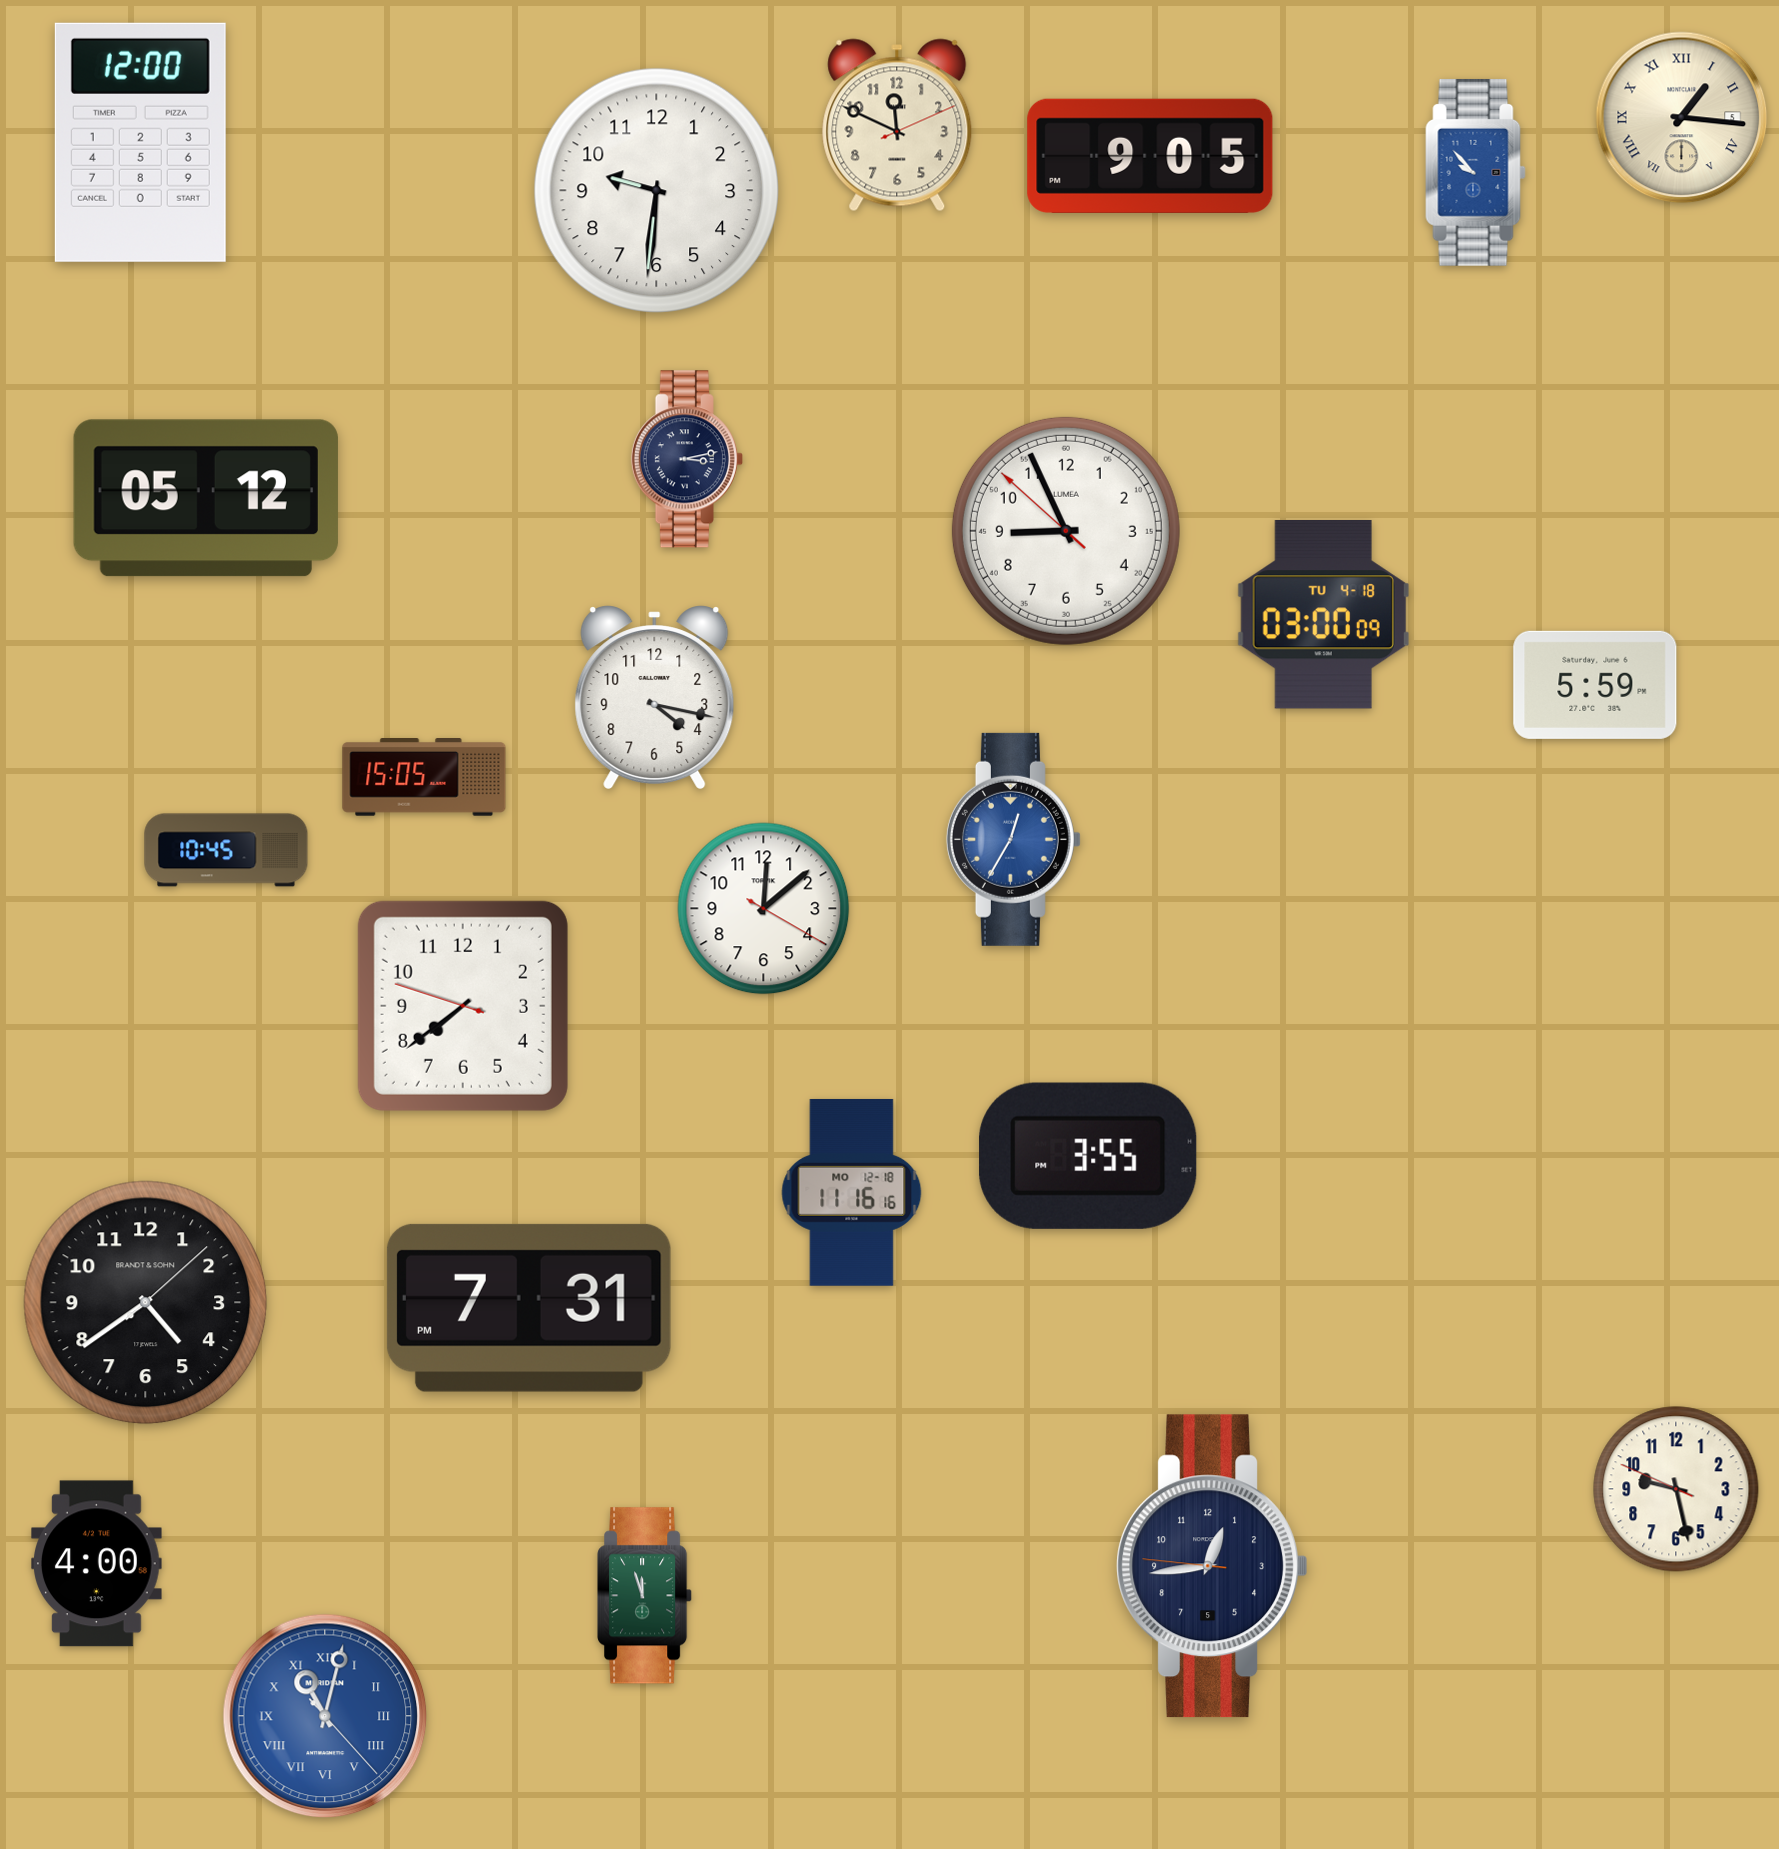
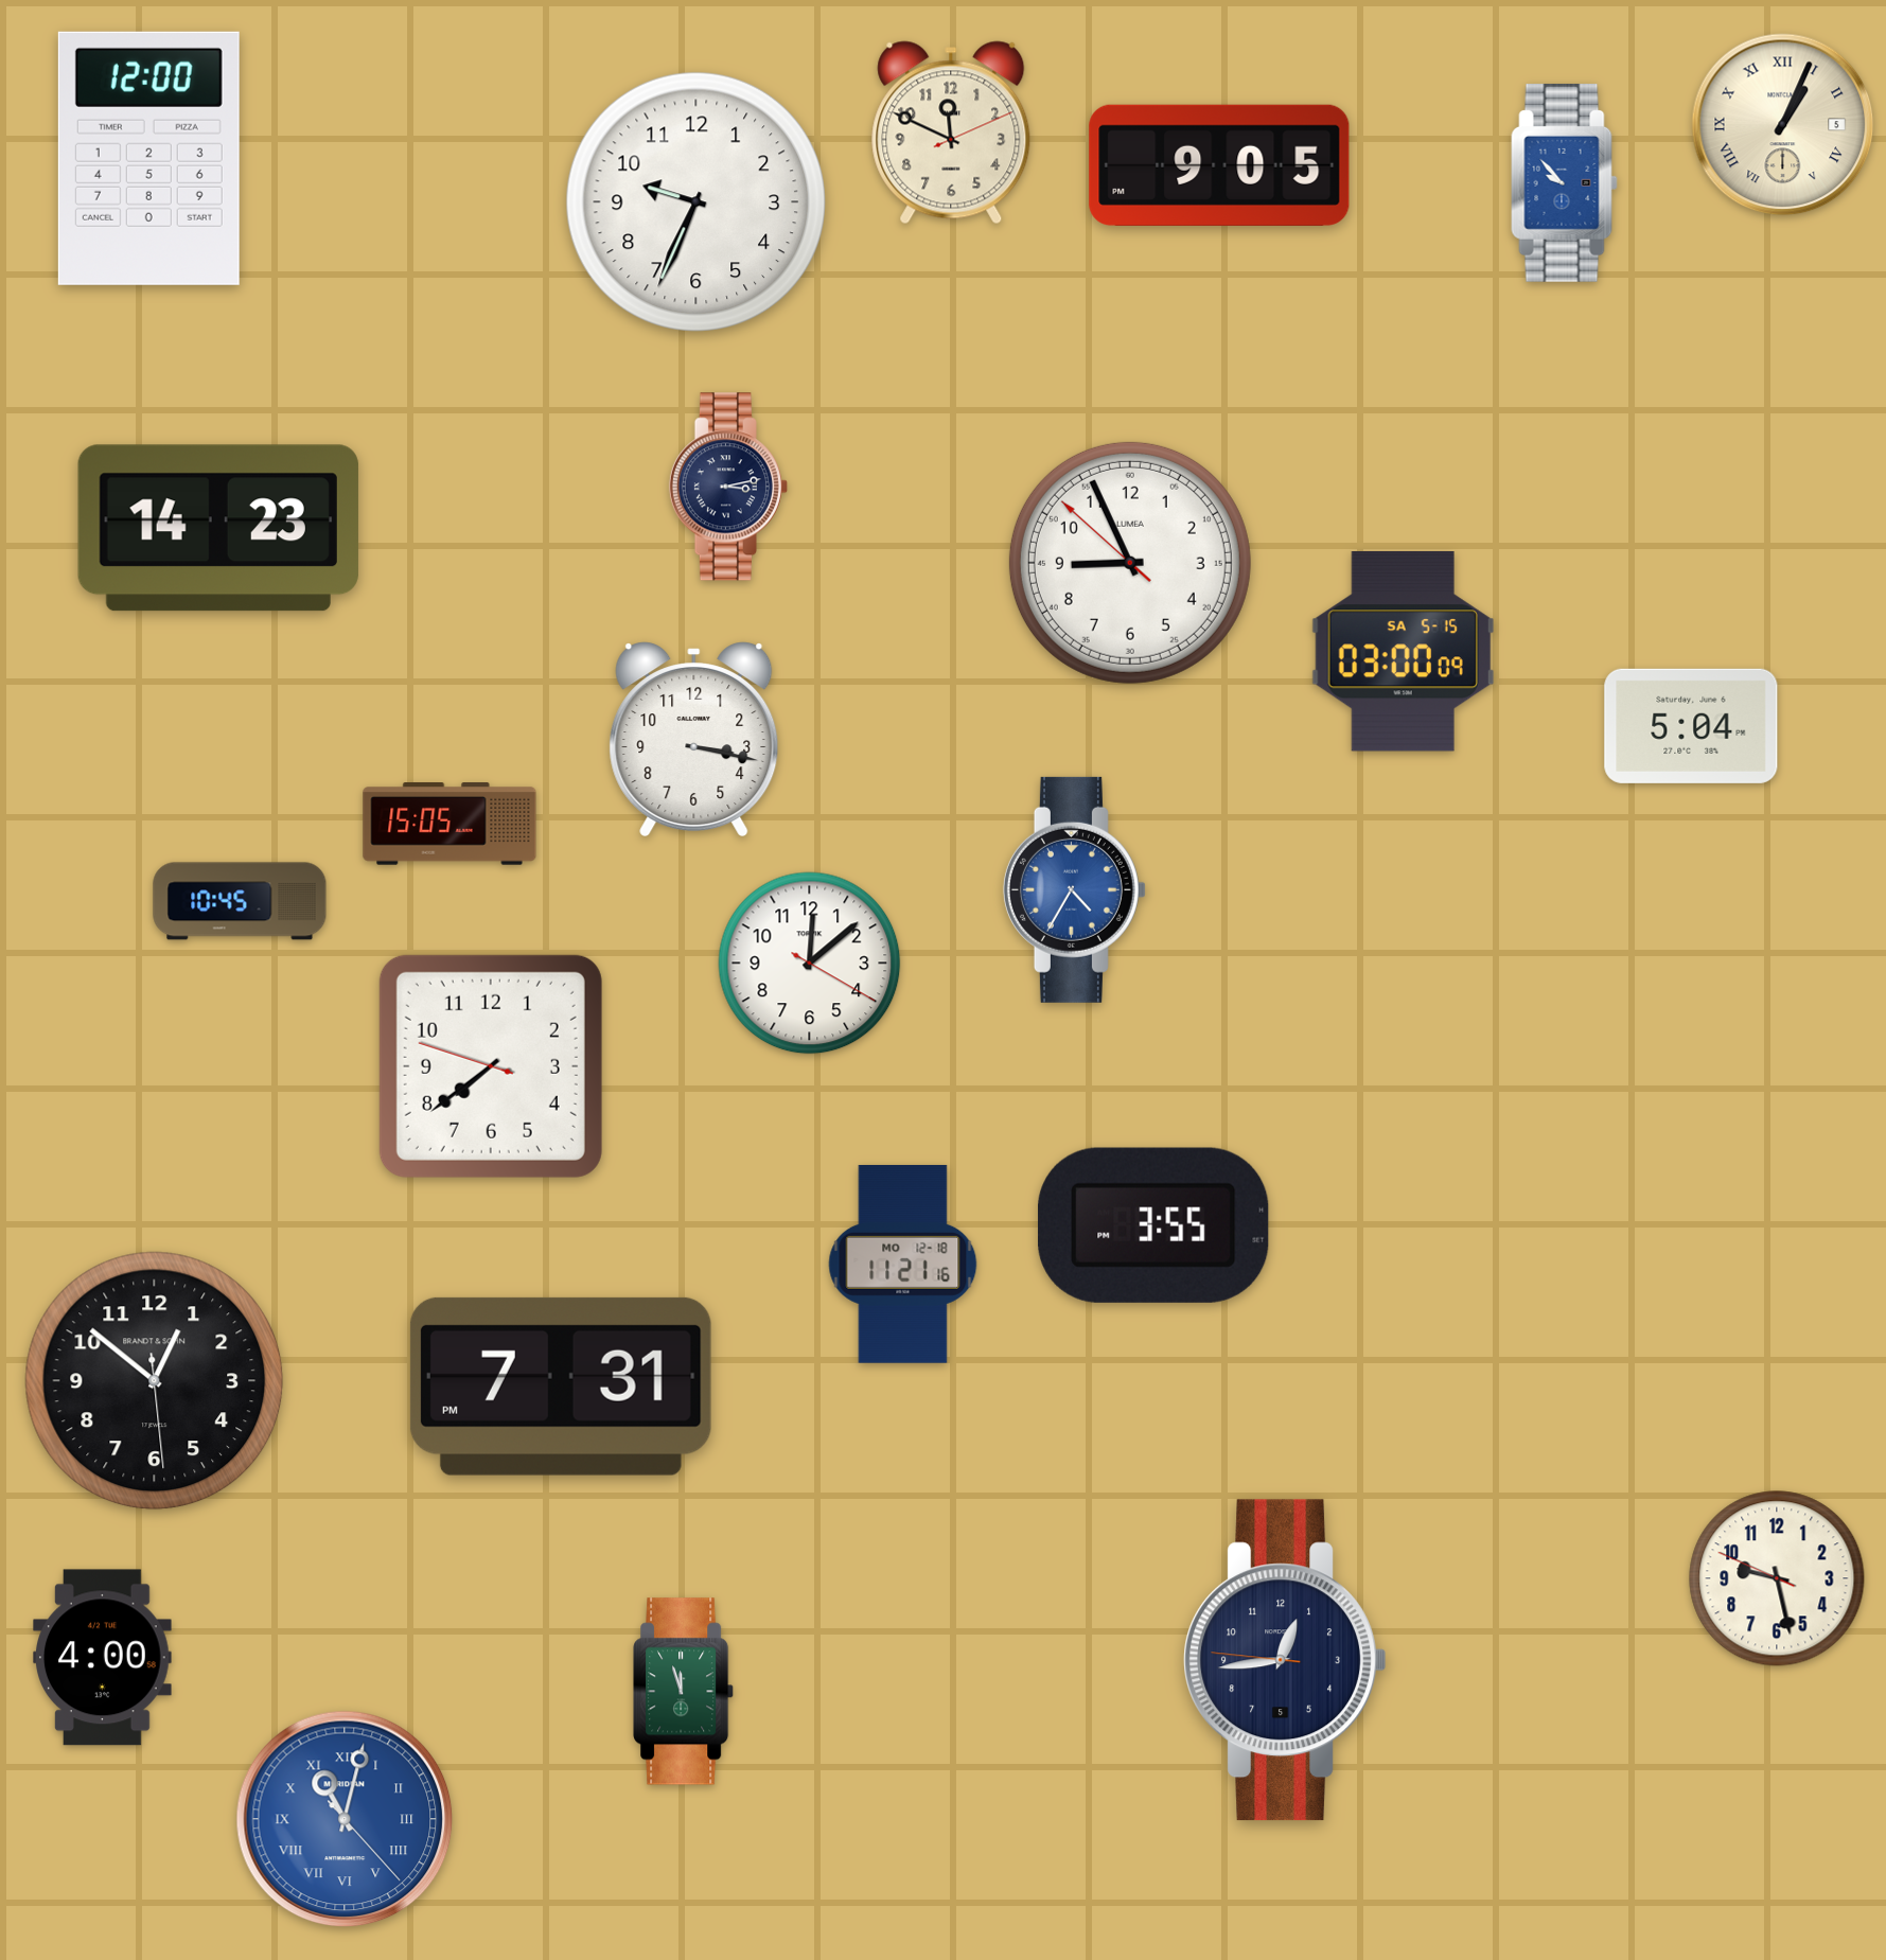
clock at (1682, 118): 1:16 -> 1:04
clock at (140, 142) position: (140, 142) -> (148, 158)
clock at (656, 190): 9:31 -> 9:34
clock at (206, 498): 05:12 -> 14:23
clock at (1323, 615) date: TU 4-18 -> SA 5-15
clock at (1595, 685): 5:59 -> 5:04
clock at (655, 697): 4:17 -> 3:17
clock at (1013, 839): 12:35 -> 4:35
clock at (852, 1193): 11:16 -> 11:21
clock at (146, 1303): 4:39 -> 12:51
